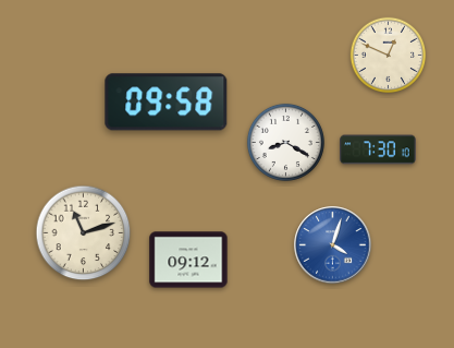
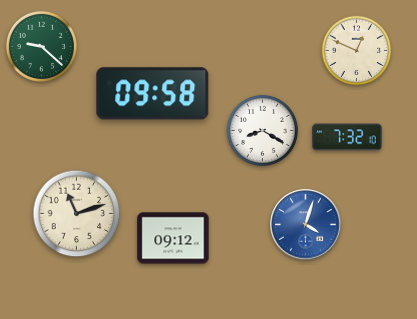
clock at (41, 46): none -> 9:22
clock at (378, 149): 7:30 -> 7:32
